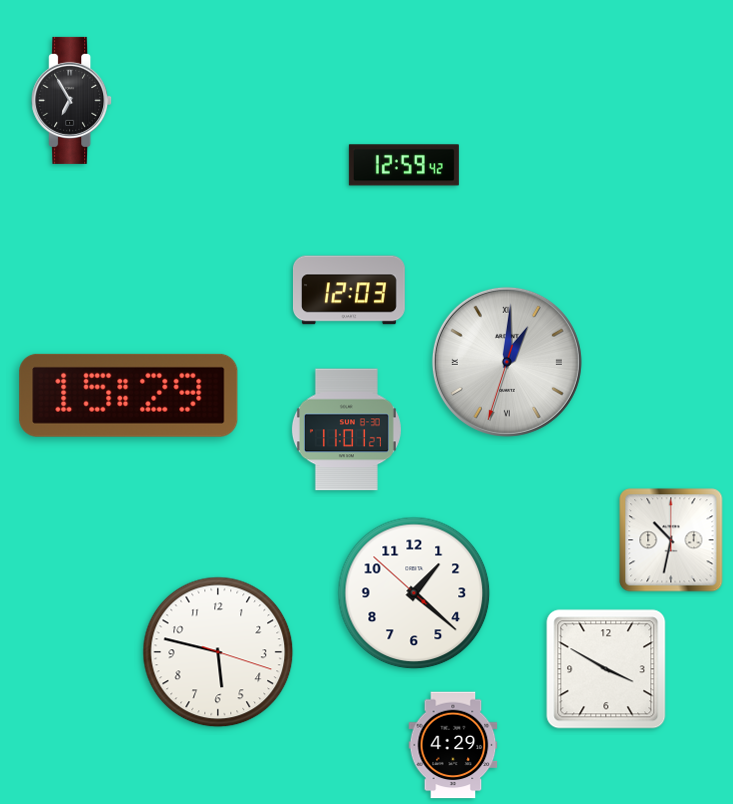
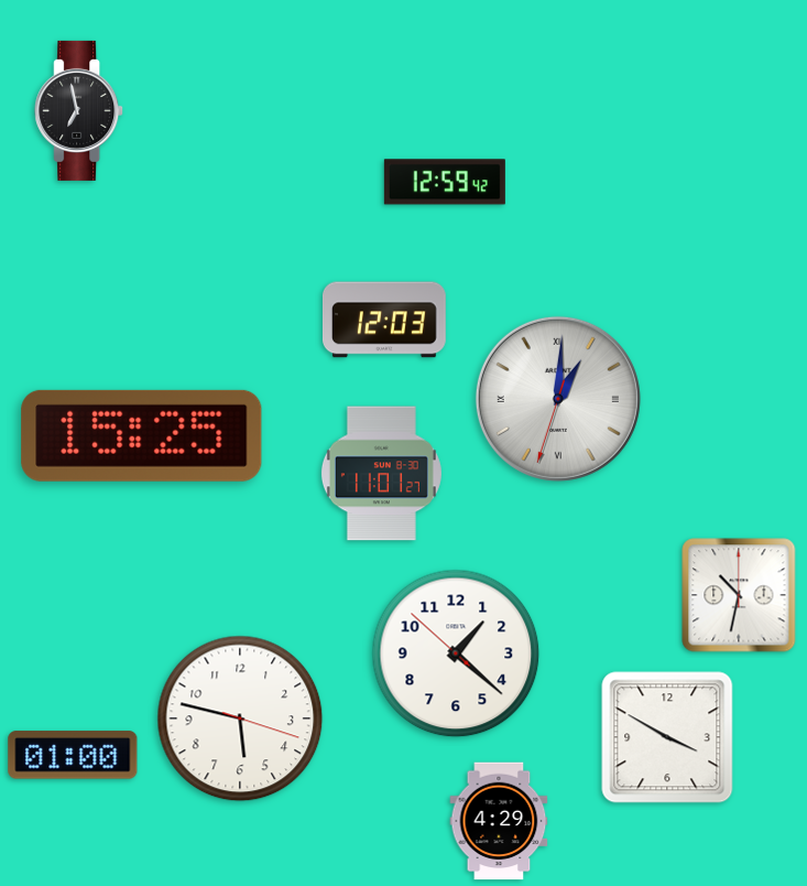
clock at (72, 100): 6:55 -> 6:58
clock at (129, 395): 15:29 -> 15:25
clock at (73, 755): none -> 01:00
